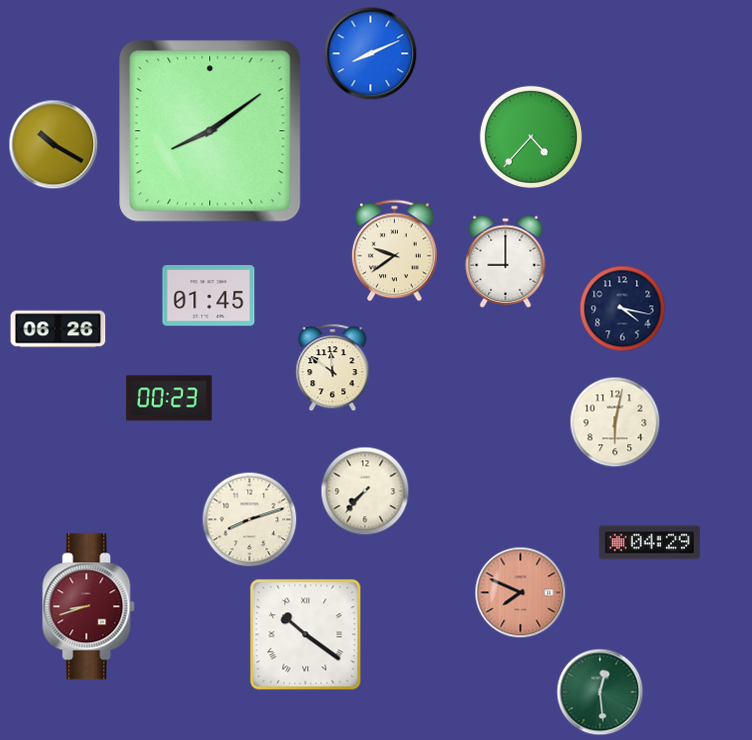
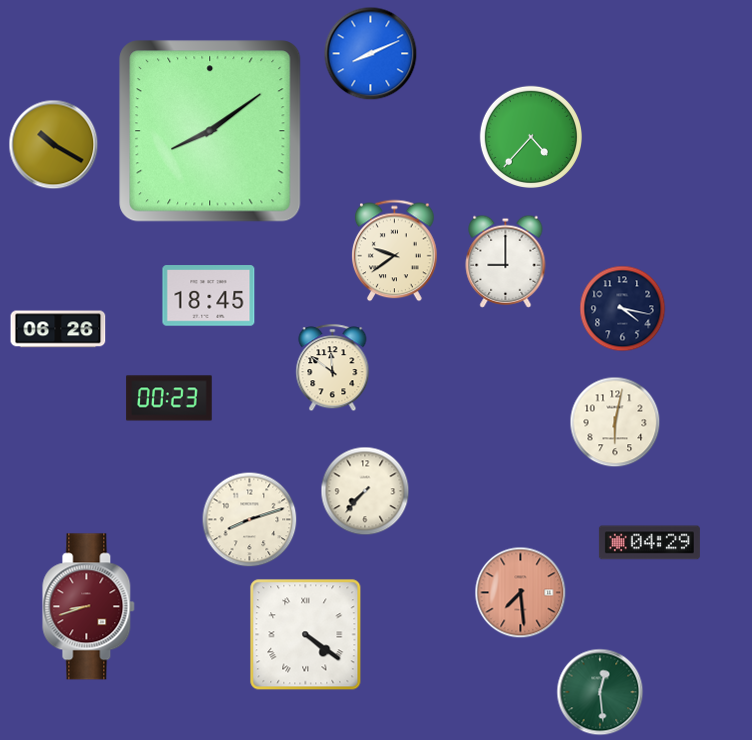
clock at (209, 296): 01:45 -> 18:45
clock at (521, 593): 7:49 -> 7:29
clock at (306, 635): 10:21 -> 4:21
